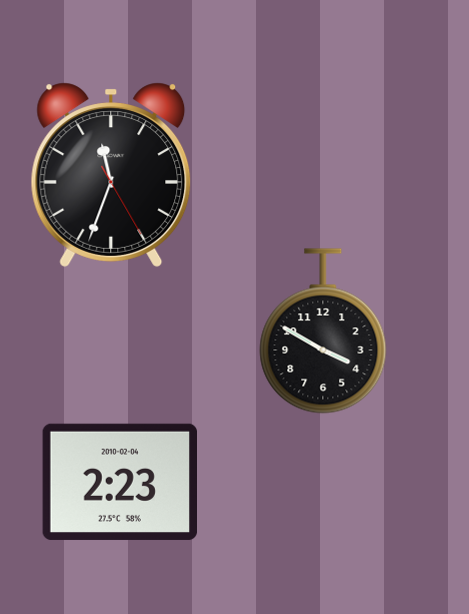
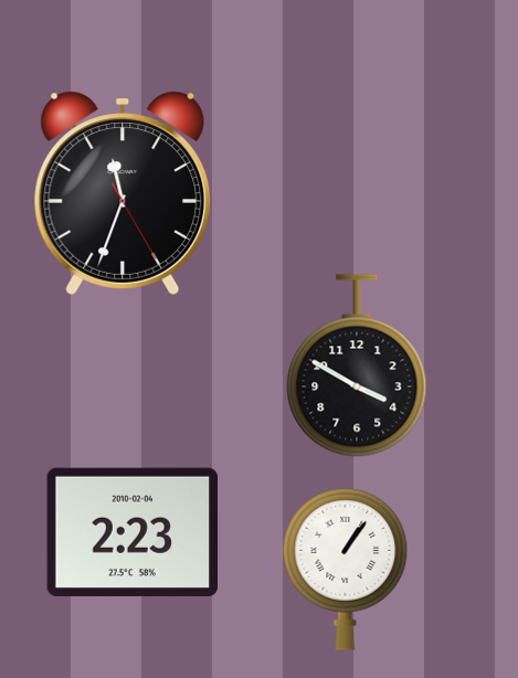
clock at (346, 569): none -> 1:06
